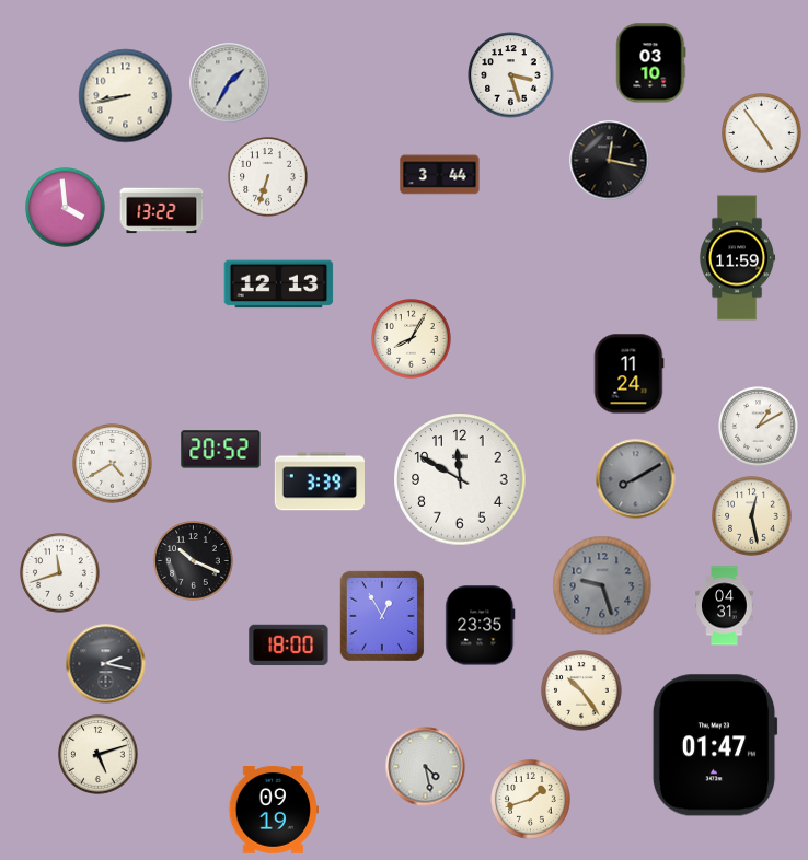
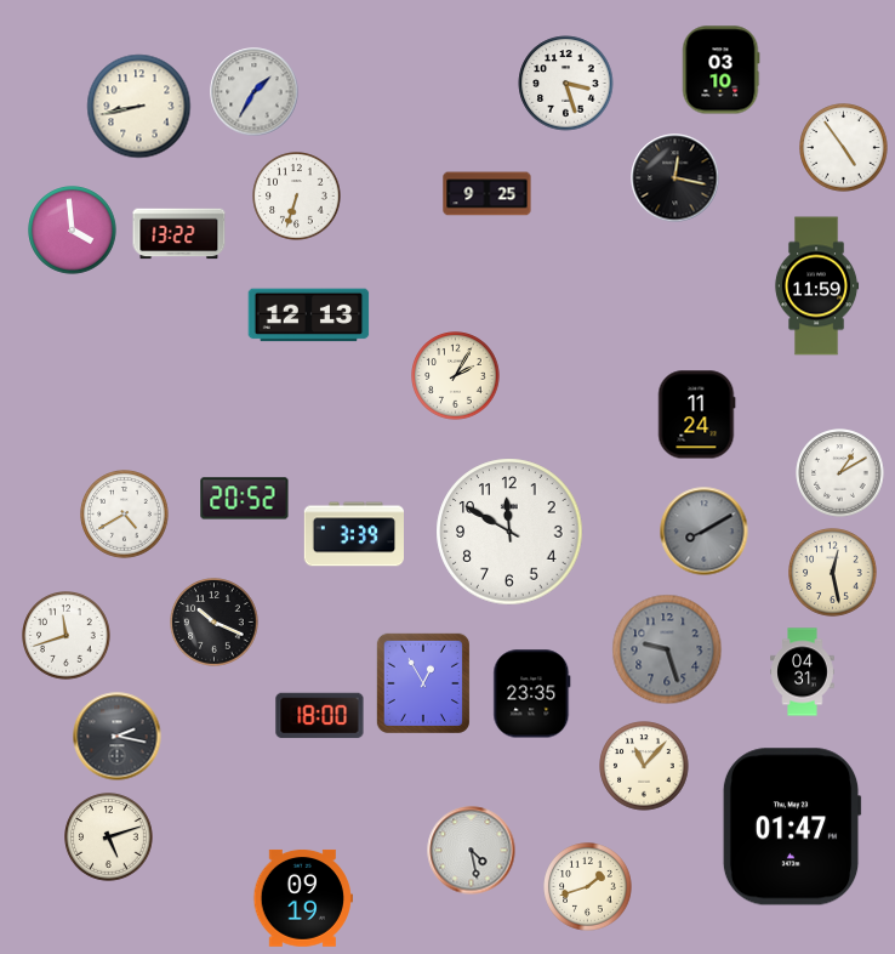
clock at (440, 175): 3:44 -> 9:25
clock at (412, 339): 8:05 -> 2:05
clock at (581, 690): 10:24 -> 11:07
